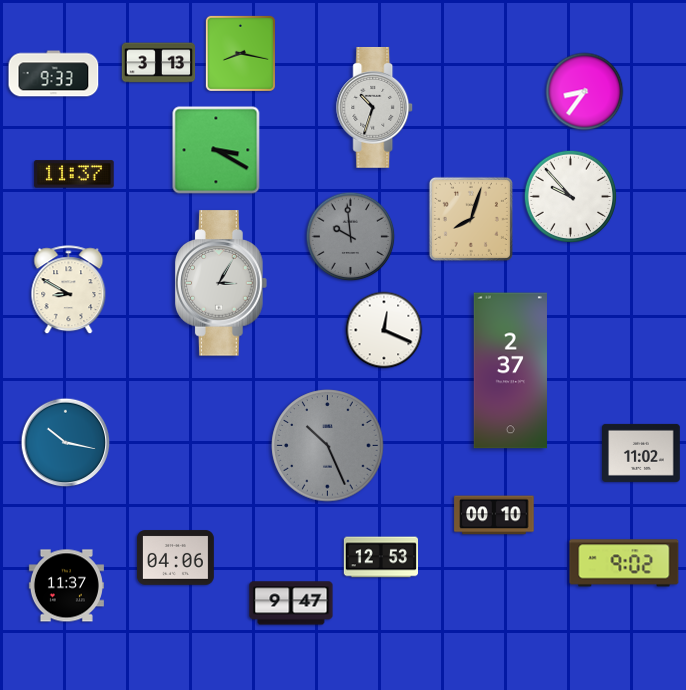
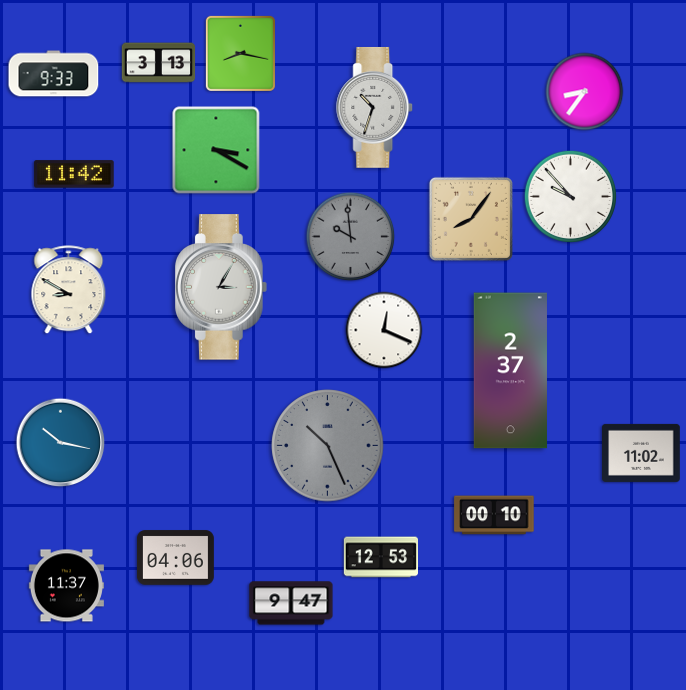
clock at (74, 174): 11:37 -> 11:42
clock at (471, 219): 8:03 -> 8:06
clock at (222, 283) position: (222, 283) -> (222, 287)
clock at (66, 443) position: (66, 443) -> (61, 443)
clock at (624, 563): 9:02 -> none
